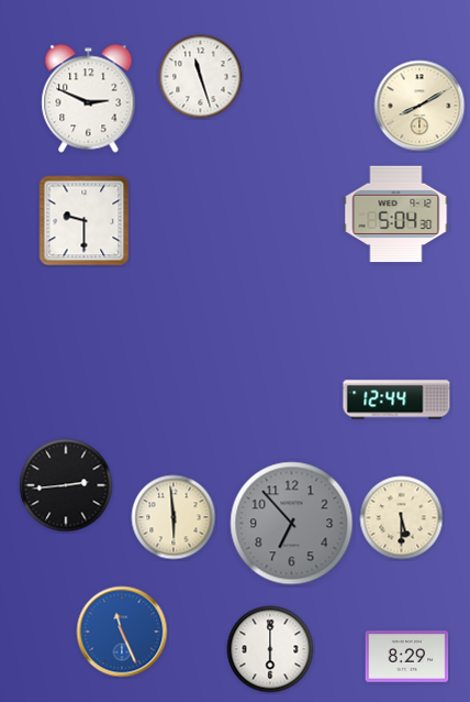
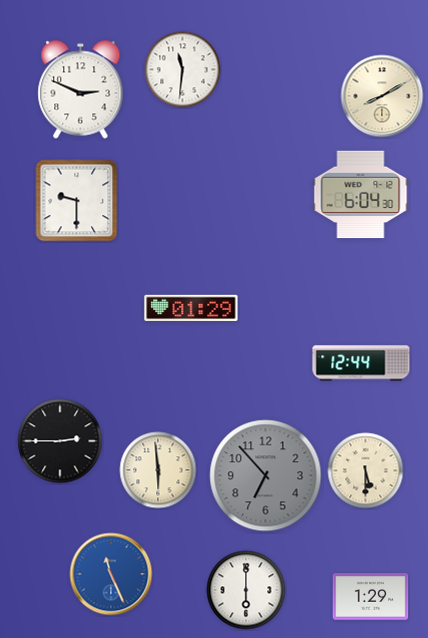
clock at (201, 77): 11:27 -> 11:31
clock at (396, 215): 5:04 -> 6:04
clock at (191, 307): none -> 01:29
clock at (66, 485): 2:44 -> 2:45
clock at (407, 657): 8:29 -> 1:29
